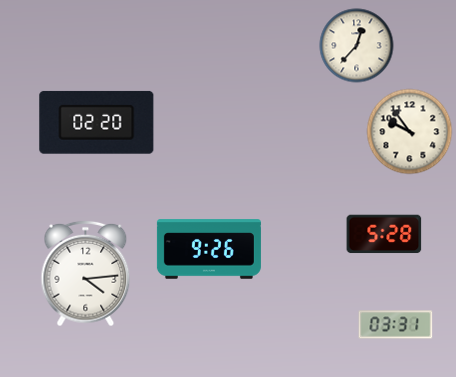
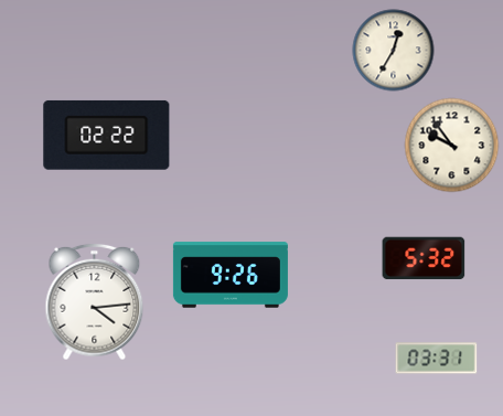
clock at (357, 46): 12:37 -> 12:35
clock at (97, 122): 02:20 -> 02:22
clock at (384, 234): 5:28 -> 5:32
